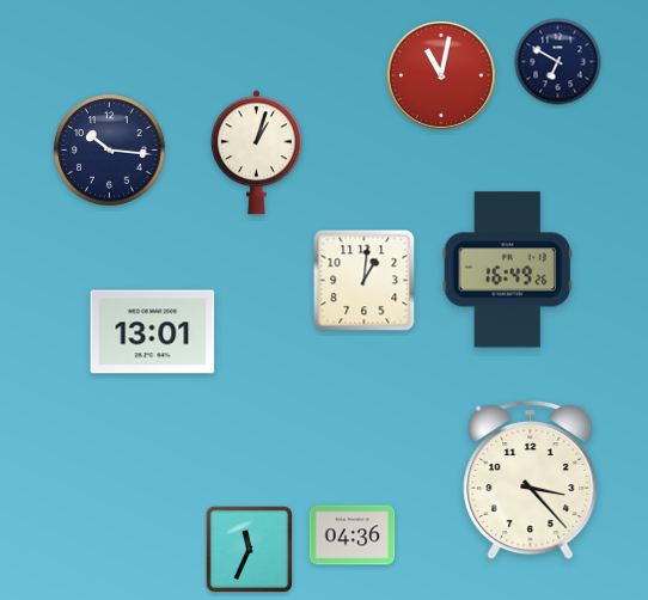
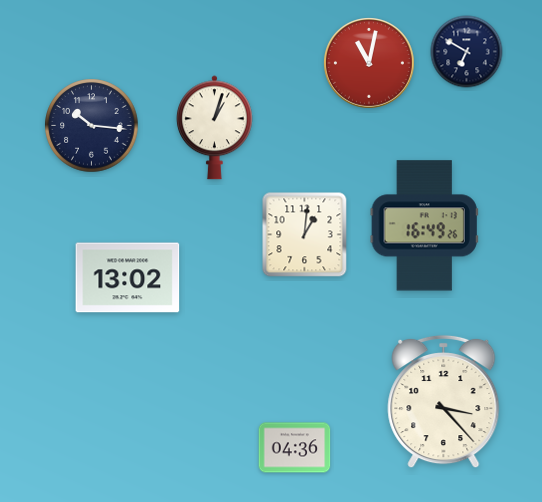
clock at (153, 332): 13:01 -> 13:02
clock at (249, 549): 11:34 -> none
